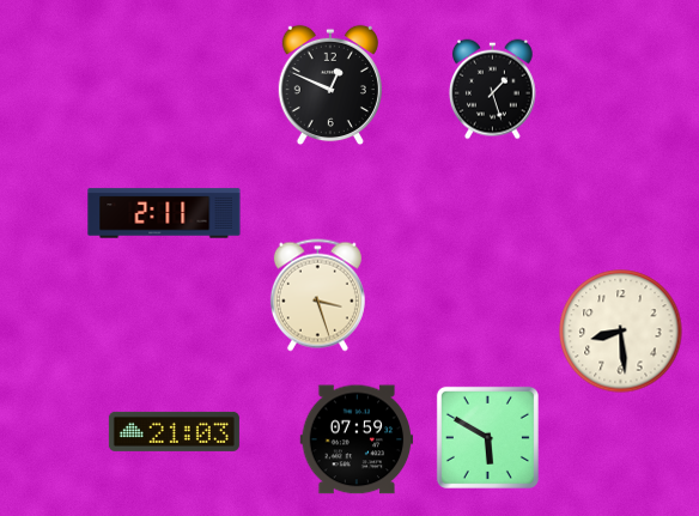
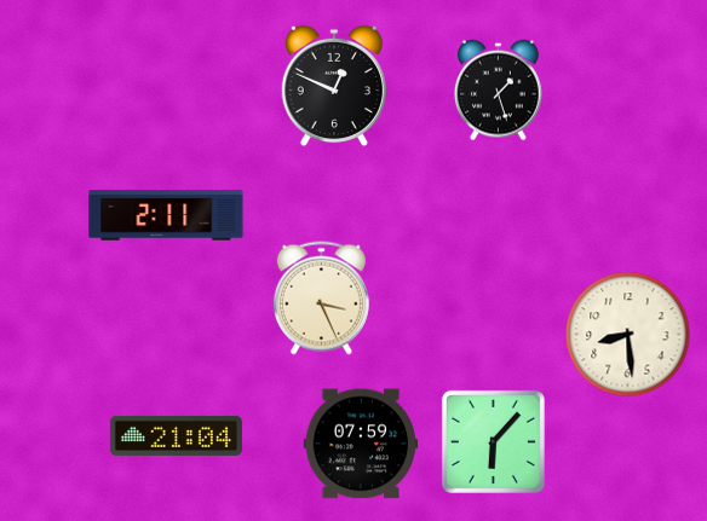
clock at (317, 296): 3:27 -> 3:26
clock at (174, 431): 21:03 -> 21:04
clock at (487, 437): 5:50 -> 6:07
